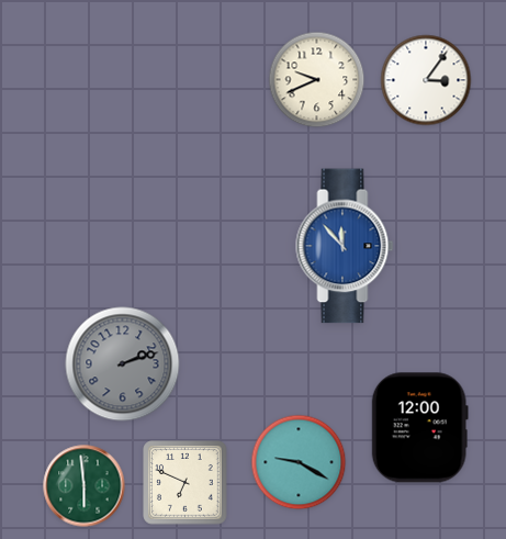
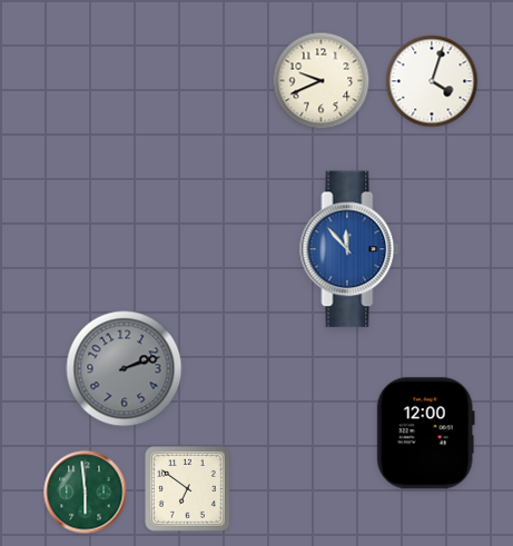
clock at (426, 80): 3:06 -> 4:03
clock at (299, 462): 9:20 -> none
clock at (185, 483): 6:49 -> 6:51
